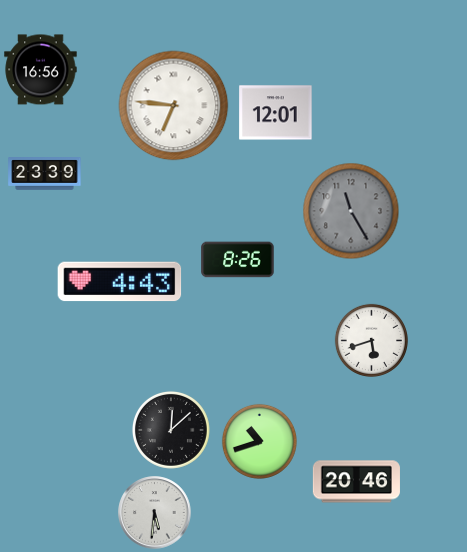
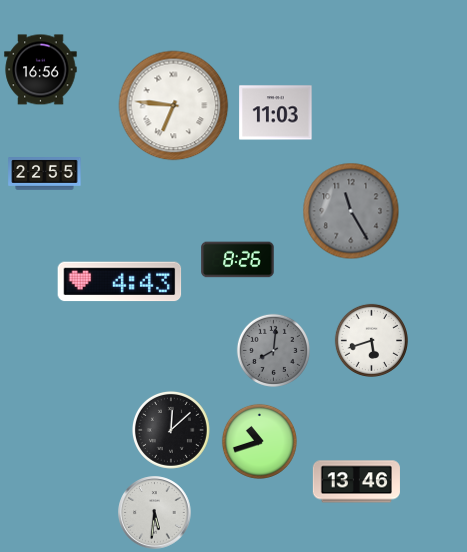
clock at (276, 113): 12:01 -> 11:03
clock at (45, 174): 23:39 -> 22:55
clock at (273, 350): none -> 8:01
clock at (356, 482): 20:46 -> 13:46
